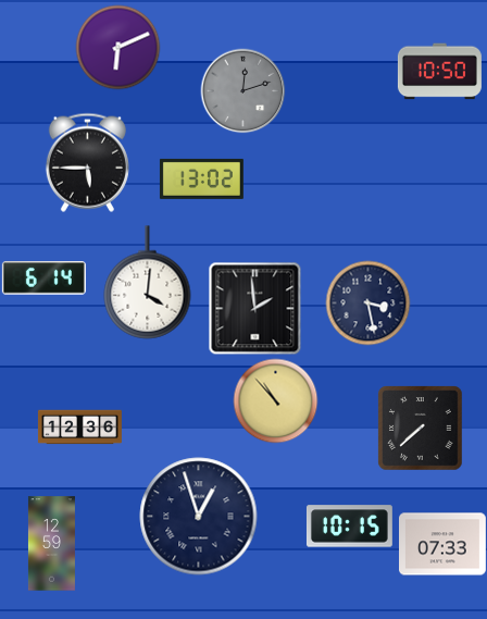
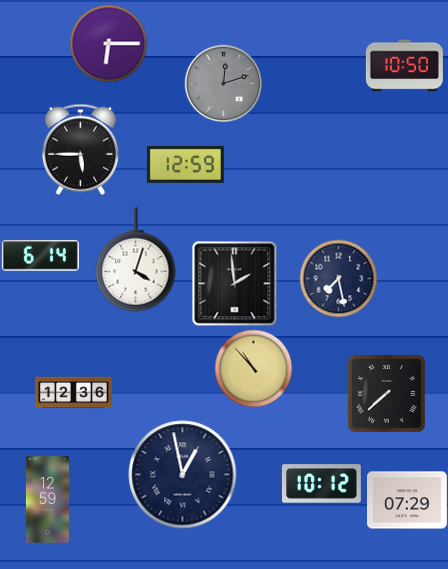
clock at (117, 47): 6:11 -> 6:15
clock at (201, 178): 13:02 -> 12:59
clock at (148, 283): 4:01 -> 4:03
clock at (367, 302): 3:28 -> 7:28
clock at (199, 517): 12:57 -> 12:58
clock at (349, 527): 10:15 -> 10:12
clock at (444, 544): 07:33 -> 07:29
